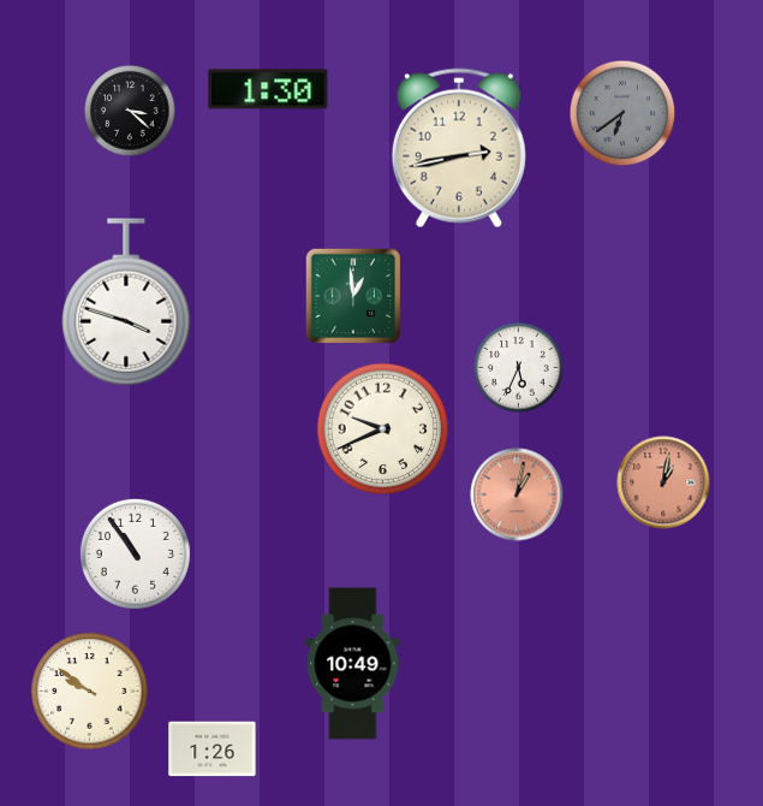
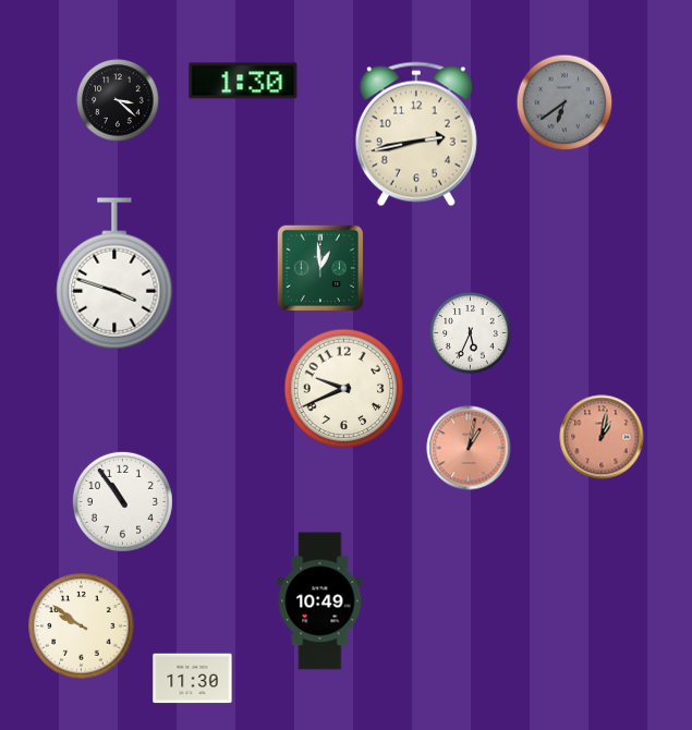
clock at (383, 429) position: (383, 429) -> (344, 389)
clock at (213, 749): 1:26 -> 11:30
